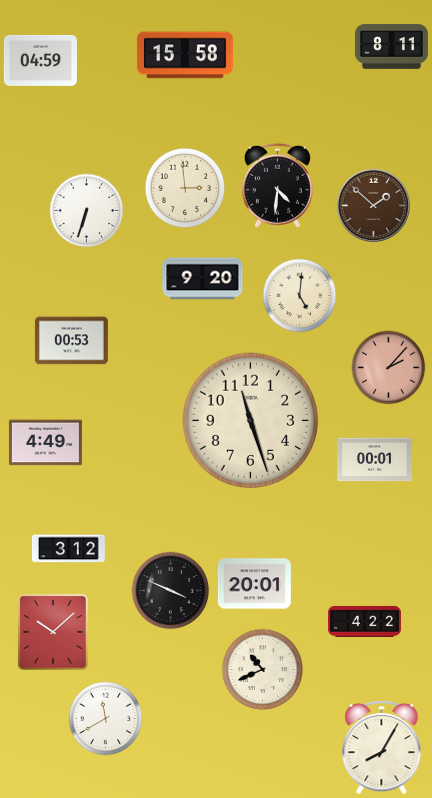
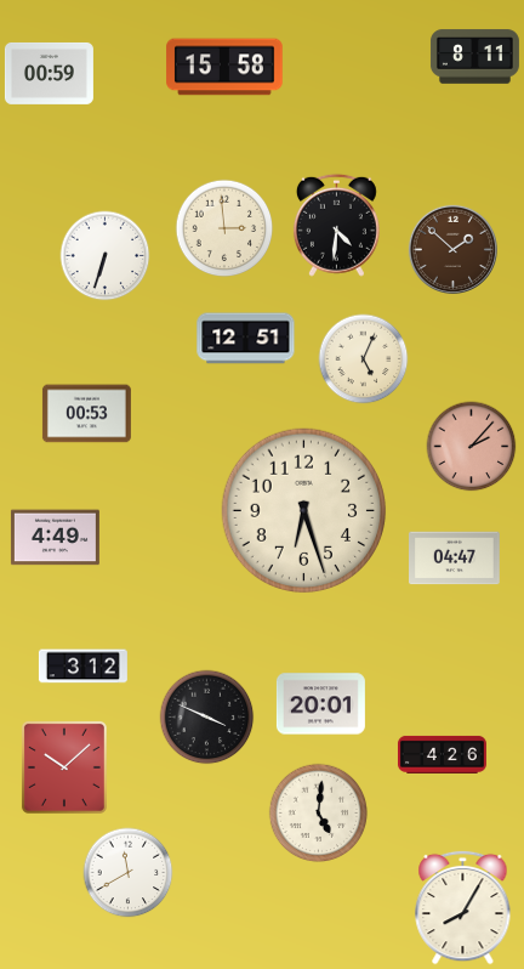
clock at (40, 60): 04:59 -> 00:59
clock at (203, 279): 9:20 -> 12:51
clock at (300, 296): 5:01 -> 5:04
clock at (251, 421): 11:27 -> 6:27
clock at (375, 460): 00:01 -> 04:47
clock at (254, 584) position: (254, 584) -> (320, 704)
clock at (364, 621): 4:22 -> 4:26
clock at (263, 670): 10:41 -> 5:01
